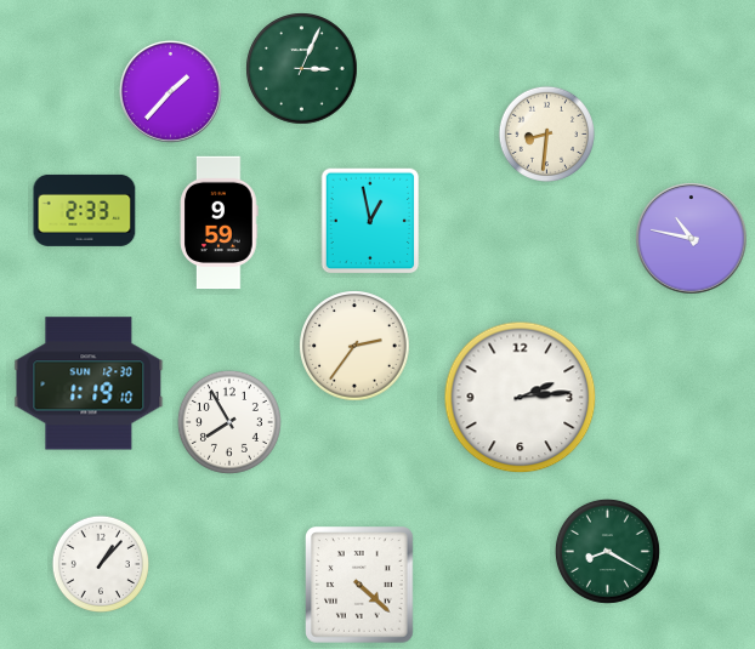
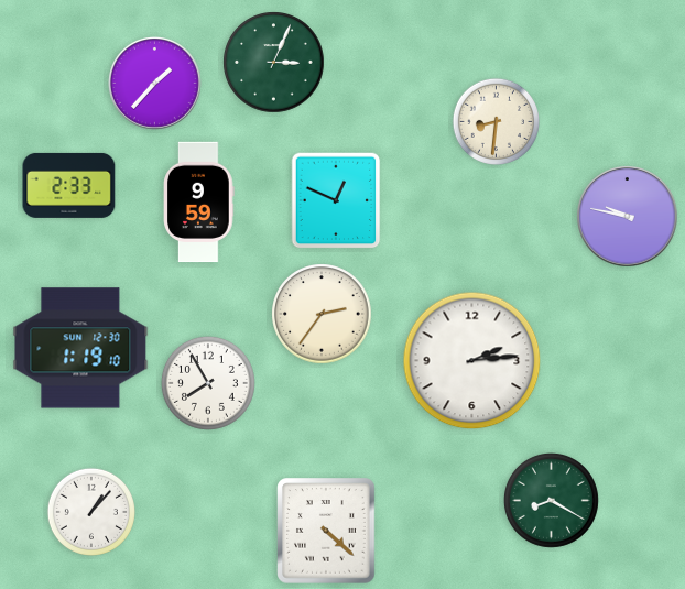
clock at (85, 210) position: (85, 210) -> (69, 185)
clock at (370, 221): 12:58 -> 12:49
clock at (692, 239): 10:47 -> 9:47
